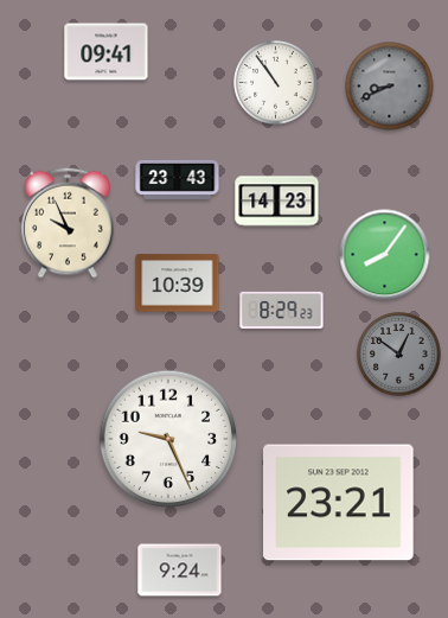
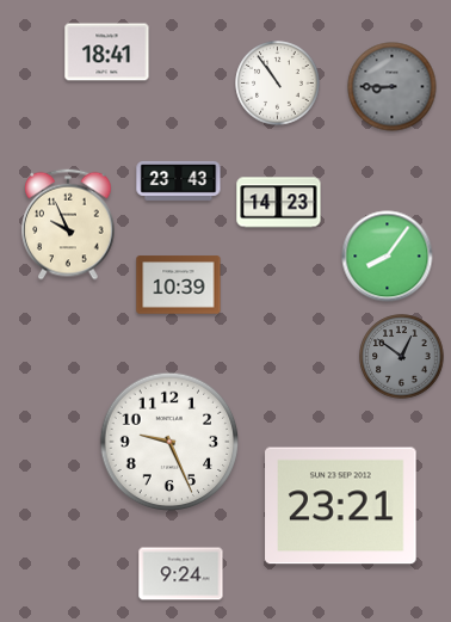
clock at (107, 52): 09:41 -> 18:41
clock at (390, 87): 8:41 -> 8:45
clock at (282, 310): 8:29 -> none
